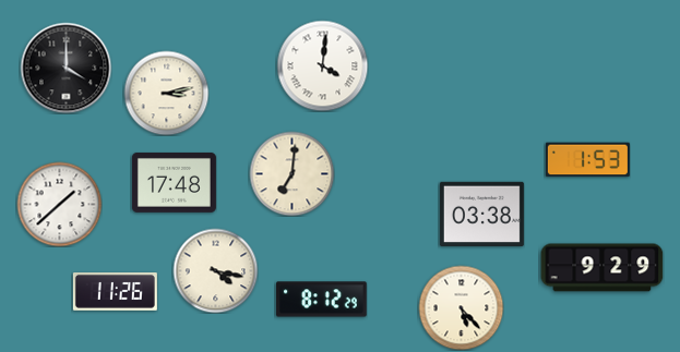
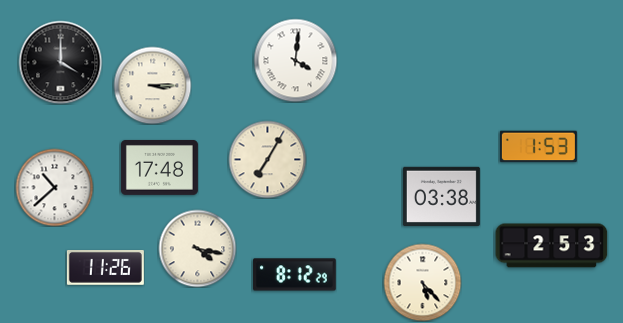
clock at (166, 93): 3:13 -> 3:15
clock at (291, 173): 7:01 -> 7:05
clock at (59, 204): 1:38 -> 10:38
clock at (603, 268): 9:29 -> 2:53
